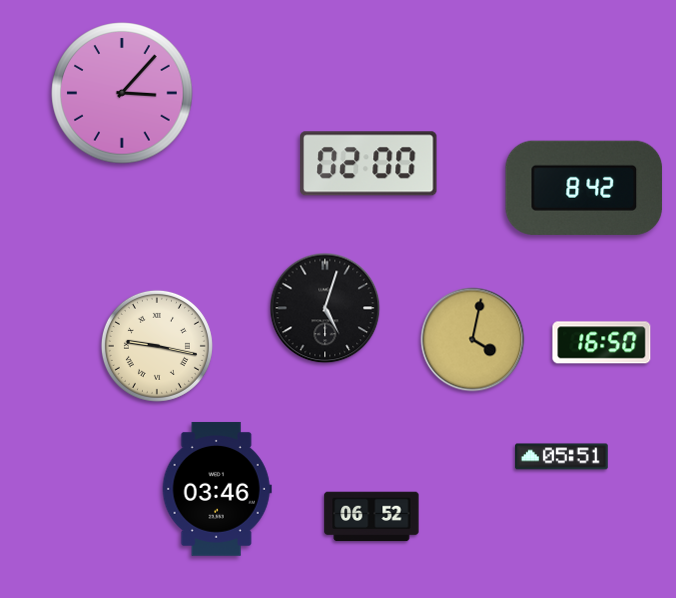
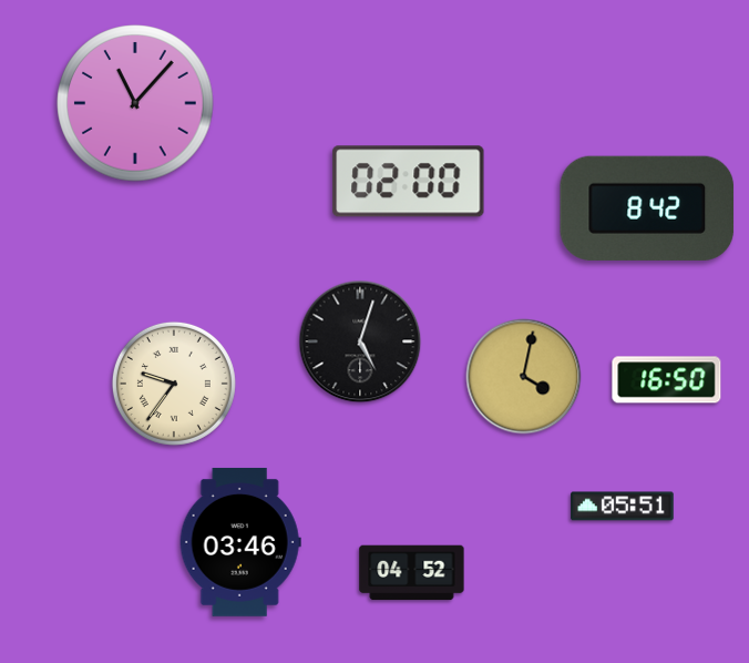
clock at (122, 93): 3:07 -> 11:07
clock at (157, 346): 9:17 -> 9:36
clock at (372, 517): 06:52 -> 04:52
